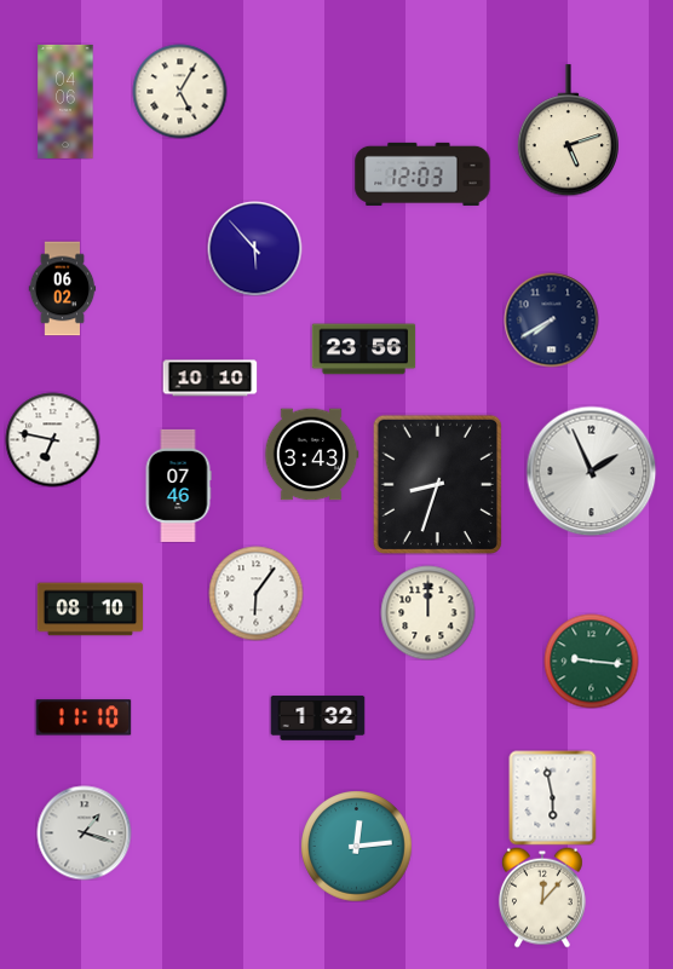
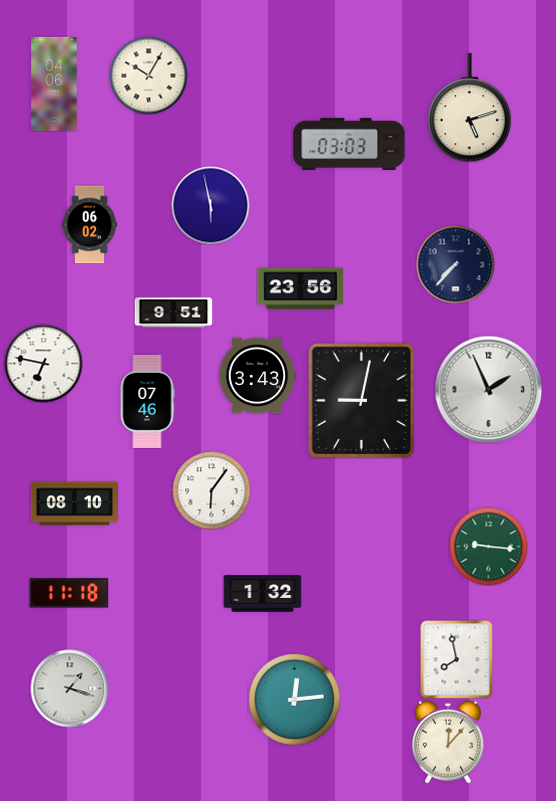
clock at (179, 91): 5:05 -> 10:05
clock at (422, 174): 12:03 -> 03:03
clock at (254, 248): 5:53 -> 5:58
clock at (63, 288) position: (63, 288) -> (90, 224)
clock at (551, 319): 7:40 -> 7:37
clock at (209, 379): 10:10 -> 9:51
clock at (437, 484): 8:33 -> 9:02
clock at (427, 612): 12:00 -> none
clock at (84, 717): 11:10 -> 11:18
clock at (553, 797): 5:58 -> 7:58
